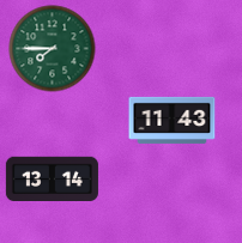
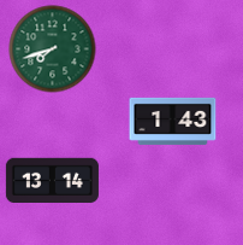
clock at (53, 49): 7:45 -> 7:42
clock at (173, 120): 11:43 -> 1:43
